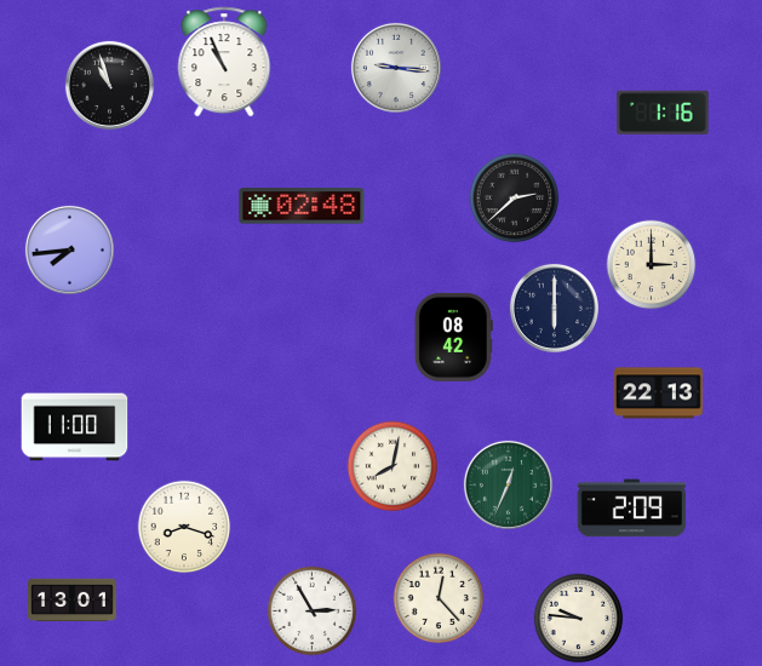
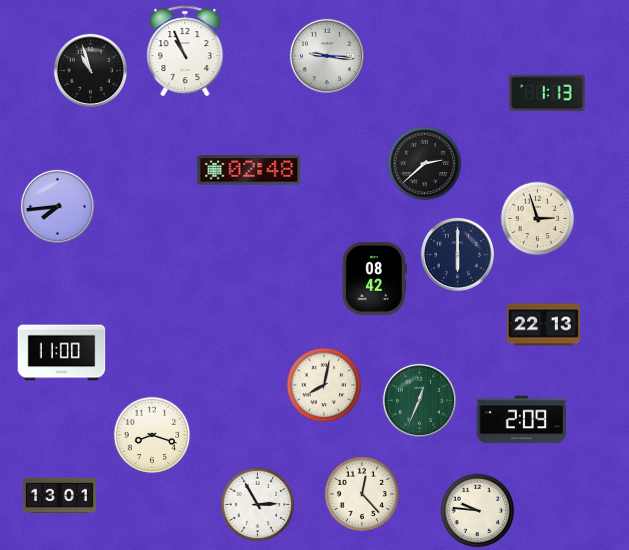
clock at (663, 113): 1:16 -> 1:13
clock at (652, 265): 3:00 -> 2:57
